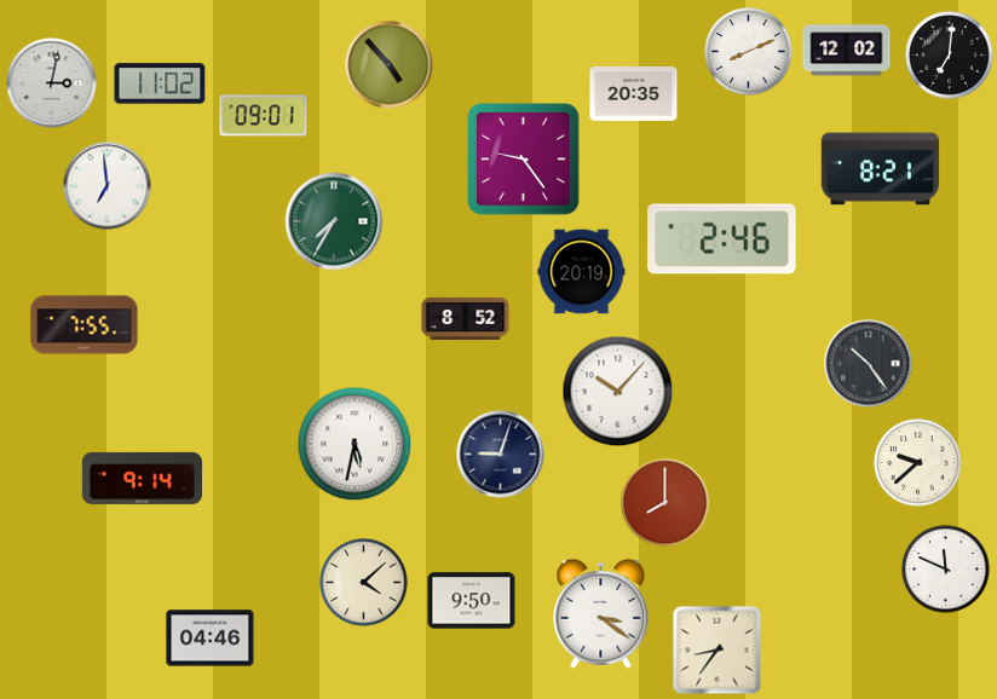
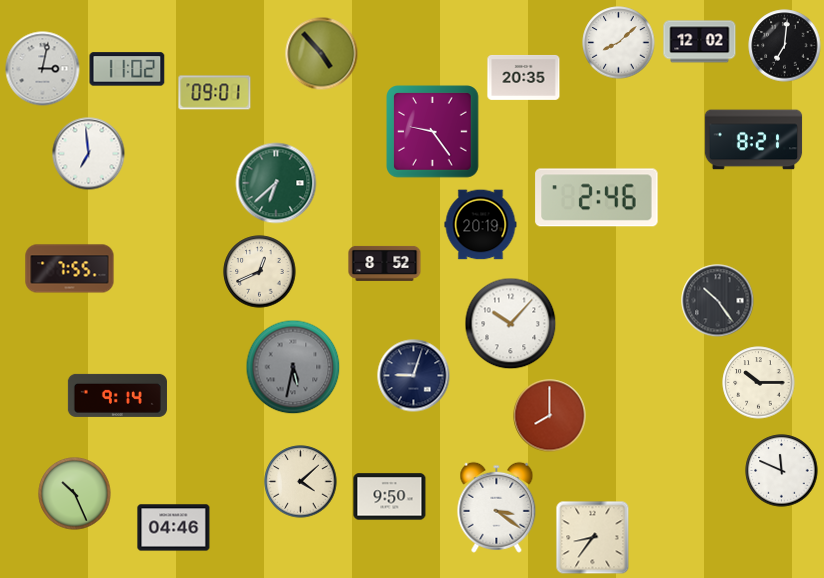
clock at (749, 52): 8:11 -> 8:08
clock at (160, 83) position: (160, 83) -> (127, 69)
clock at (264, 116) position: (264, 116) -> (215, 93)
clock at (881, 169) position: (881, 169) -> (754, 140)
clock at (334, 221): 7:35 -> 6:38
clock at (260, 272): none -> 12:41
clock at (355, 444) dial: white -> grey
clock at (918, 463): 9:38 -> 10:15
clock at (75, 494): none -> 10:26
